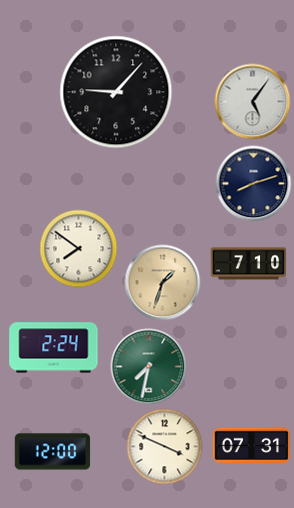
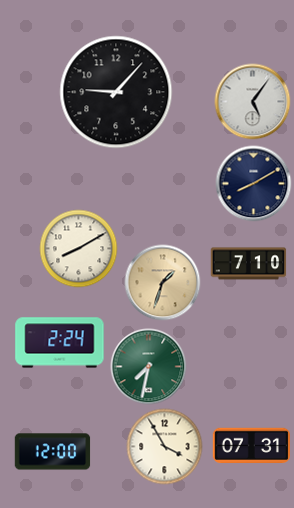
clock at (254, 184): 8:12 -> 8:10
clock at (79, 249): 7:51 -> 8:10
clock at (54, 348) position: (54, 348) -> (60, 343)
clock at (165, 447): 3:49 -> 3:55
